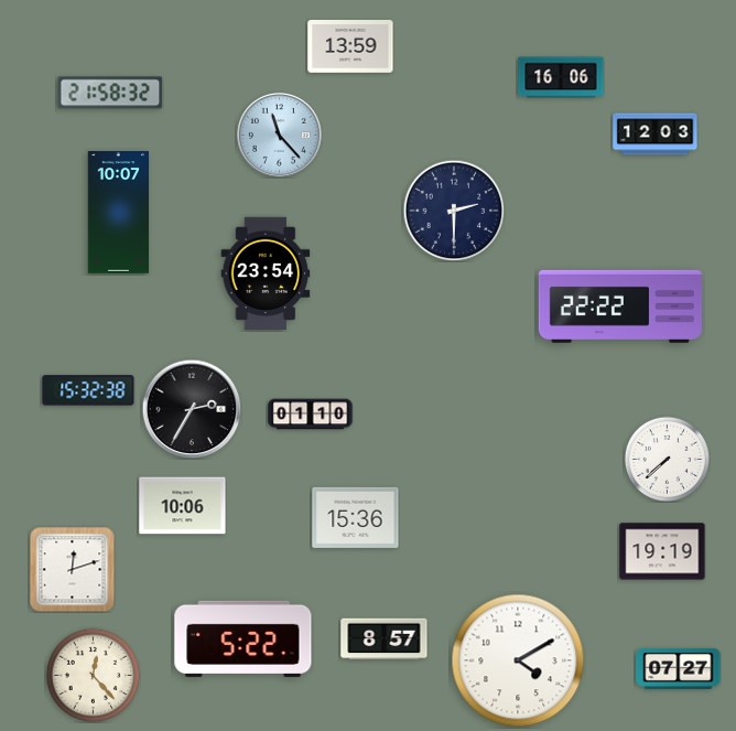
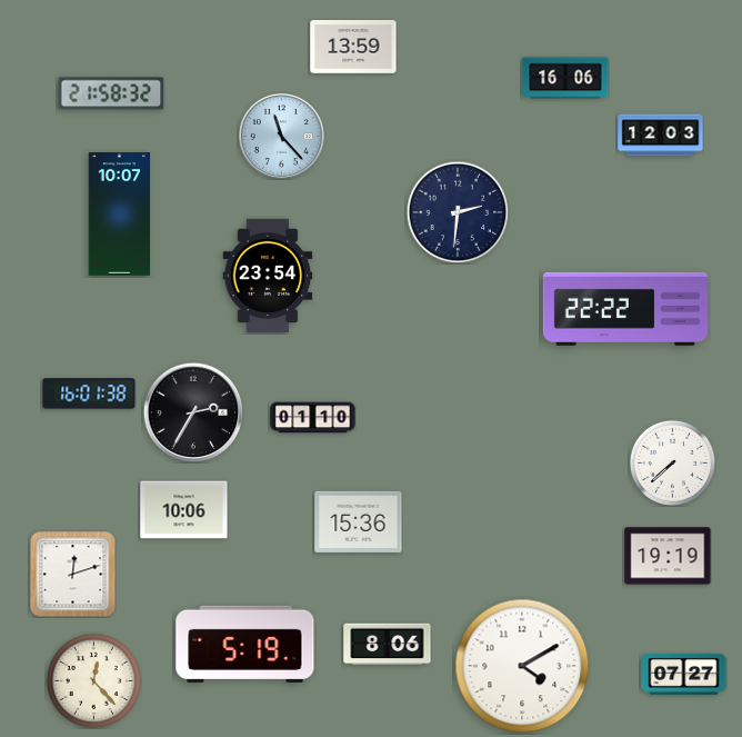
clock at (454, 211): 2:30 -> 2:31
clock at (88, 390): 15:32 -> 16:01
clock at (243, 638): 5:22 -> 5:19
clock at (385, 639): 8:57 -> 8:06
